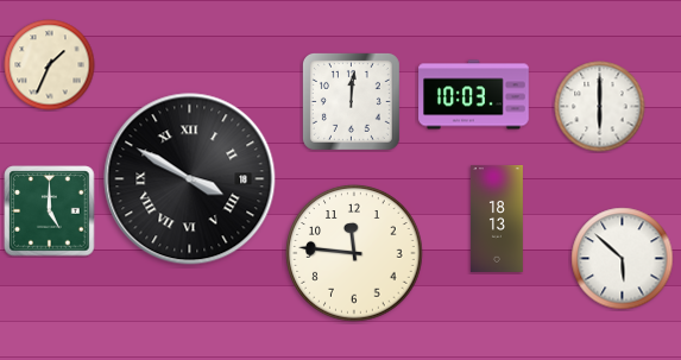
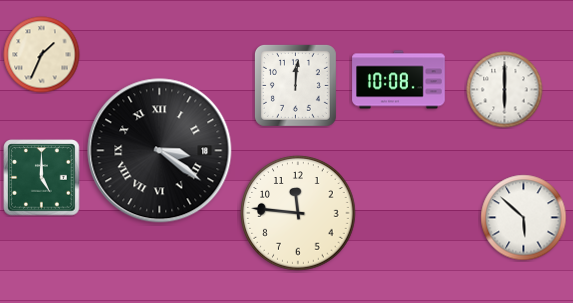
clock at (474, 95): 10:03 -> 10:08
clock at (190, 179): 3:50 -> 3:21
clock at (497, 219): 18:13 -> none
